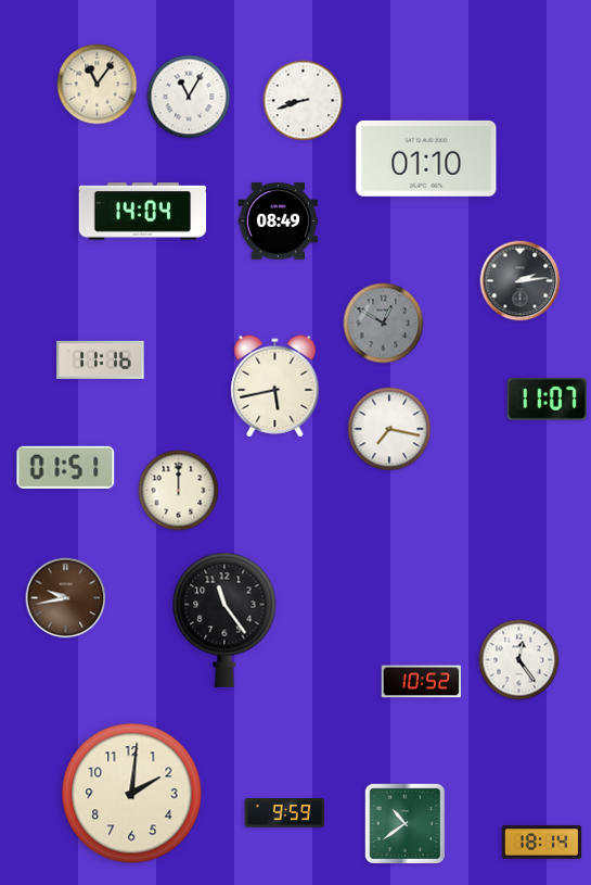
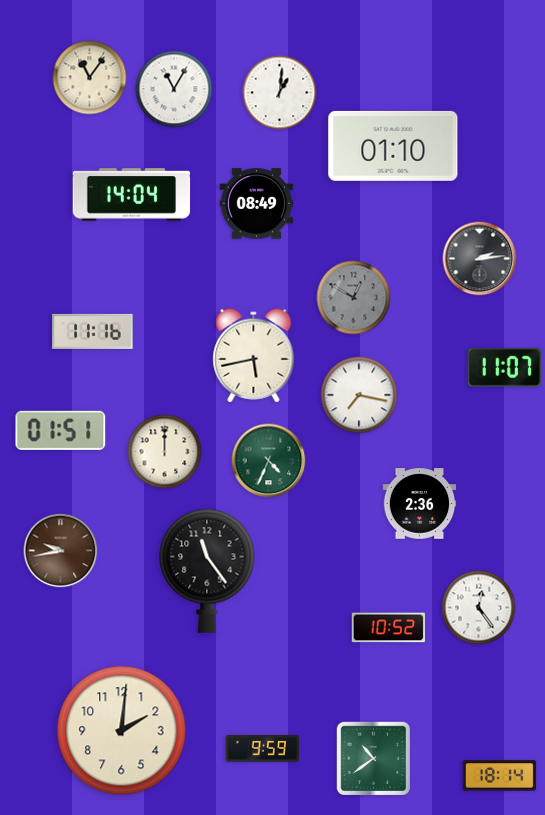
clock at (304, 101): 8:42 -> 1:01
clock at (269, 461): none -> 4:34
clock at (420, 504): none -> 2:36
